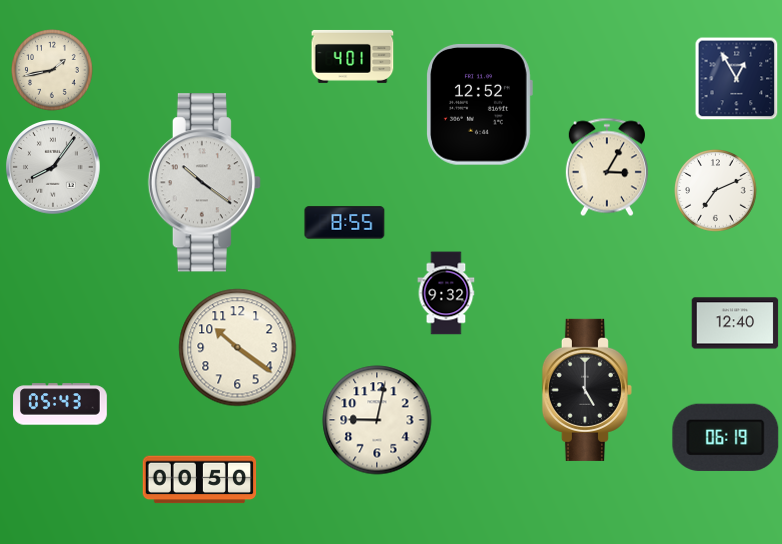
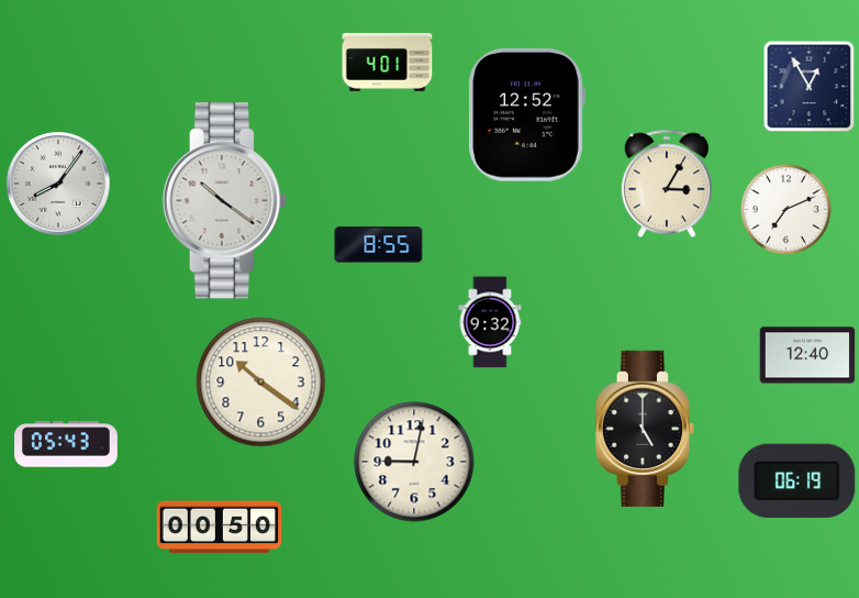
clock at (53, 71): 1:43 -> none
